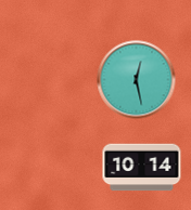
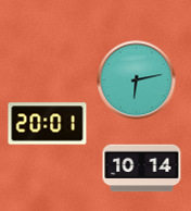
clock at (137, 80): 12:28 -> 6:13
clock at (48, 124): none -> 20:01
